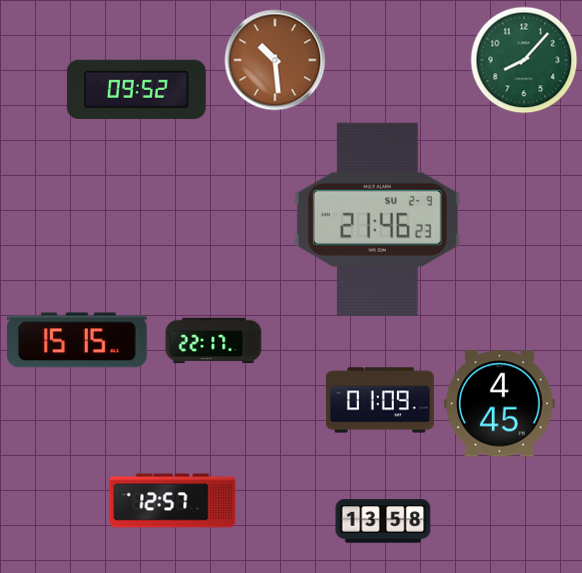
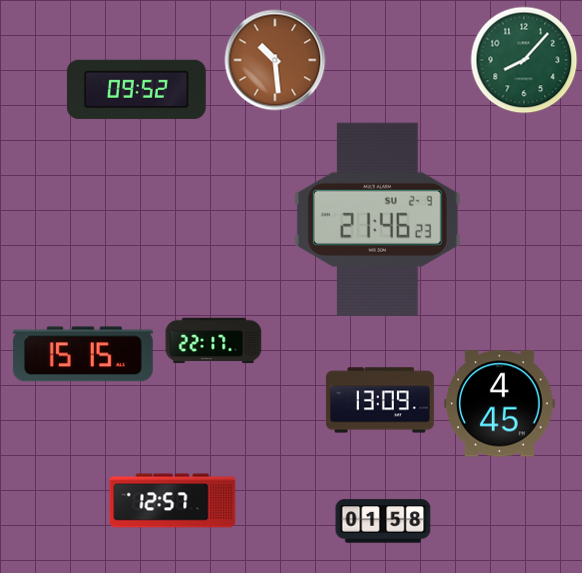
clock at (77, 340) position: (77, 340) -> (83, 354)
clock at (380, 400): 01:09 -> 13:09
clock at (383, 521): 13:58 -> 01:58
